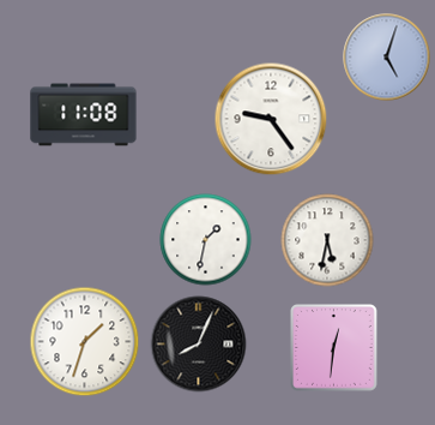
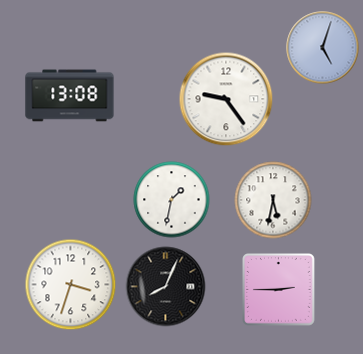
clock at (84, 115): 11:08 -> 13:08
clock at (85, 342): 1:33 -> 3:33
clock at (334, 348): 12:31 -> 2:45
